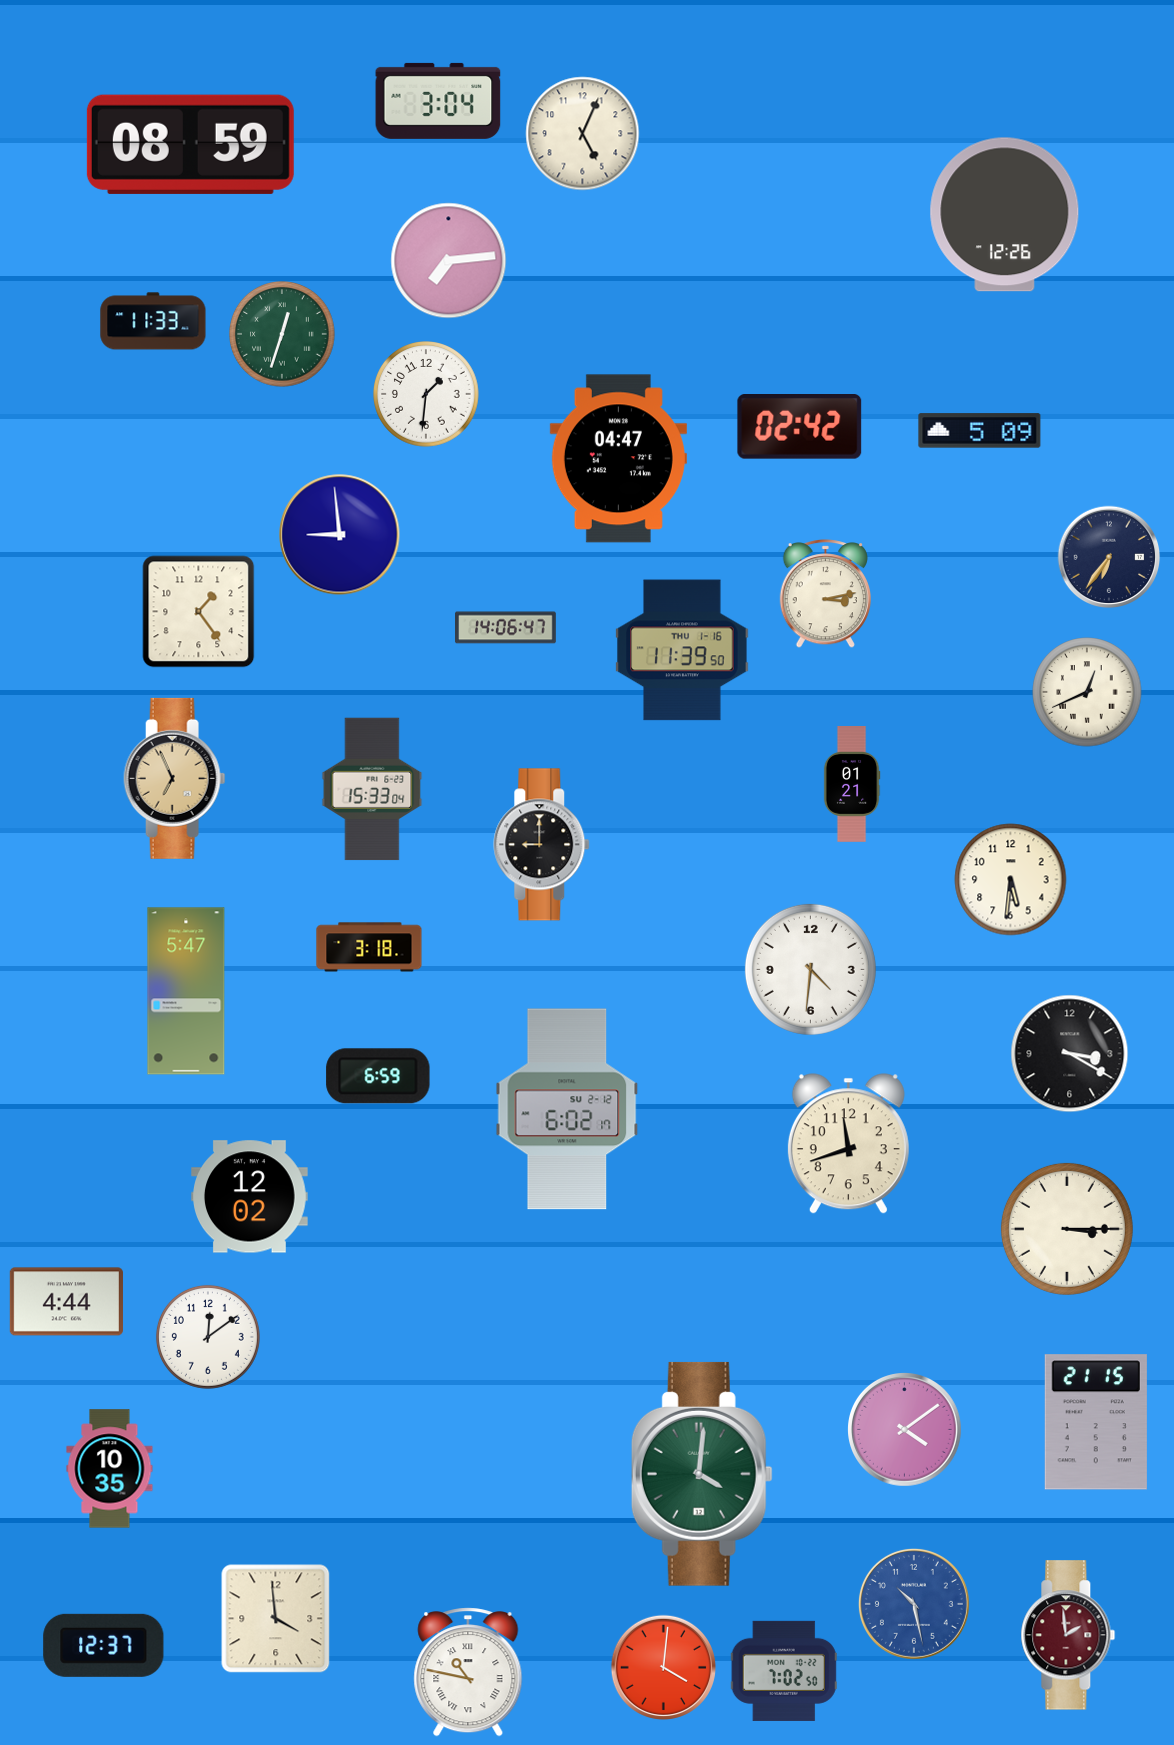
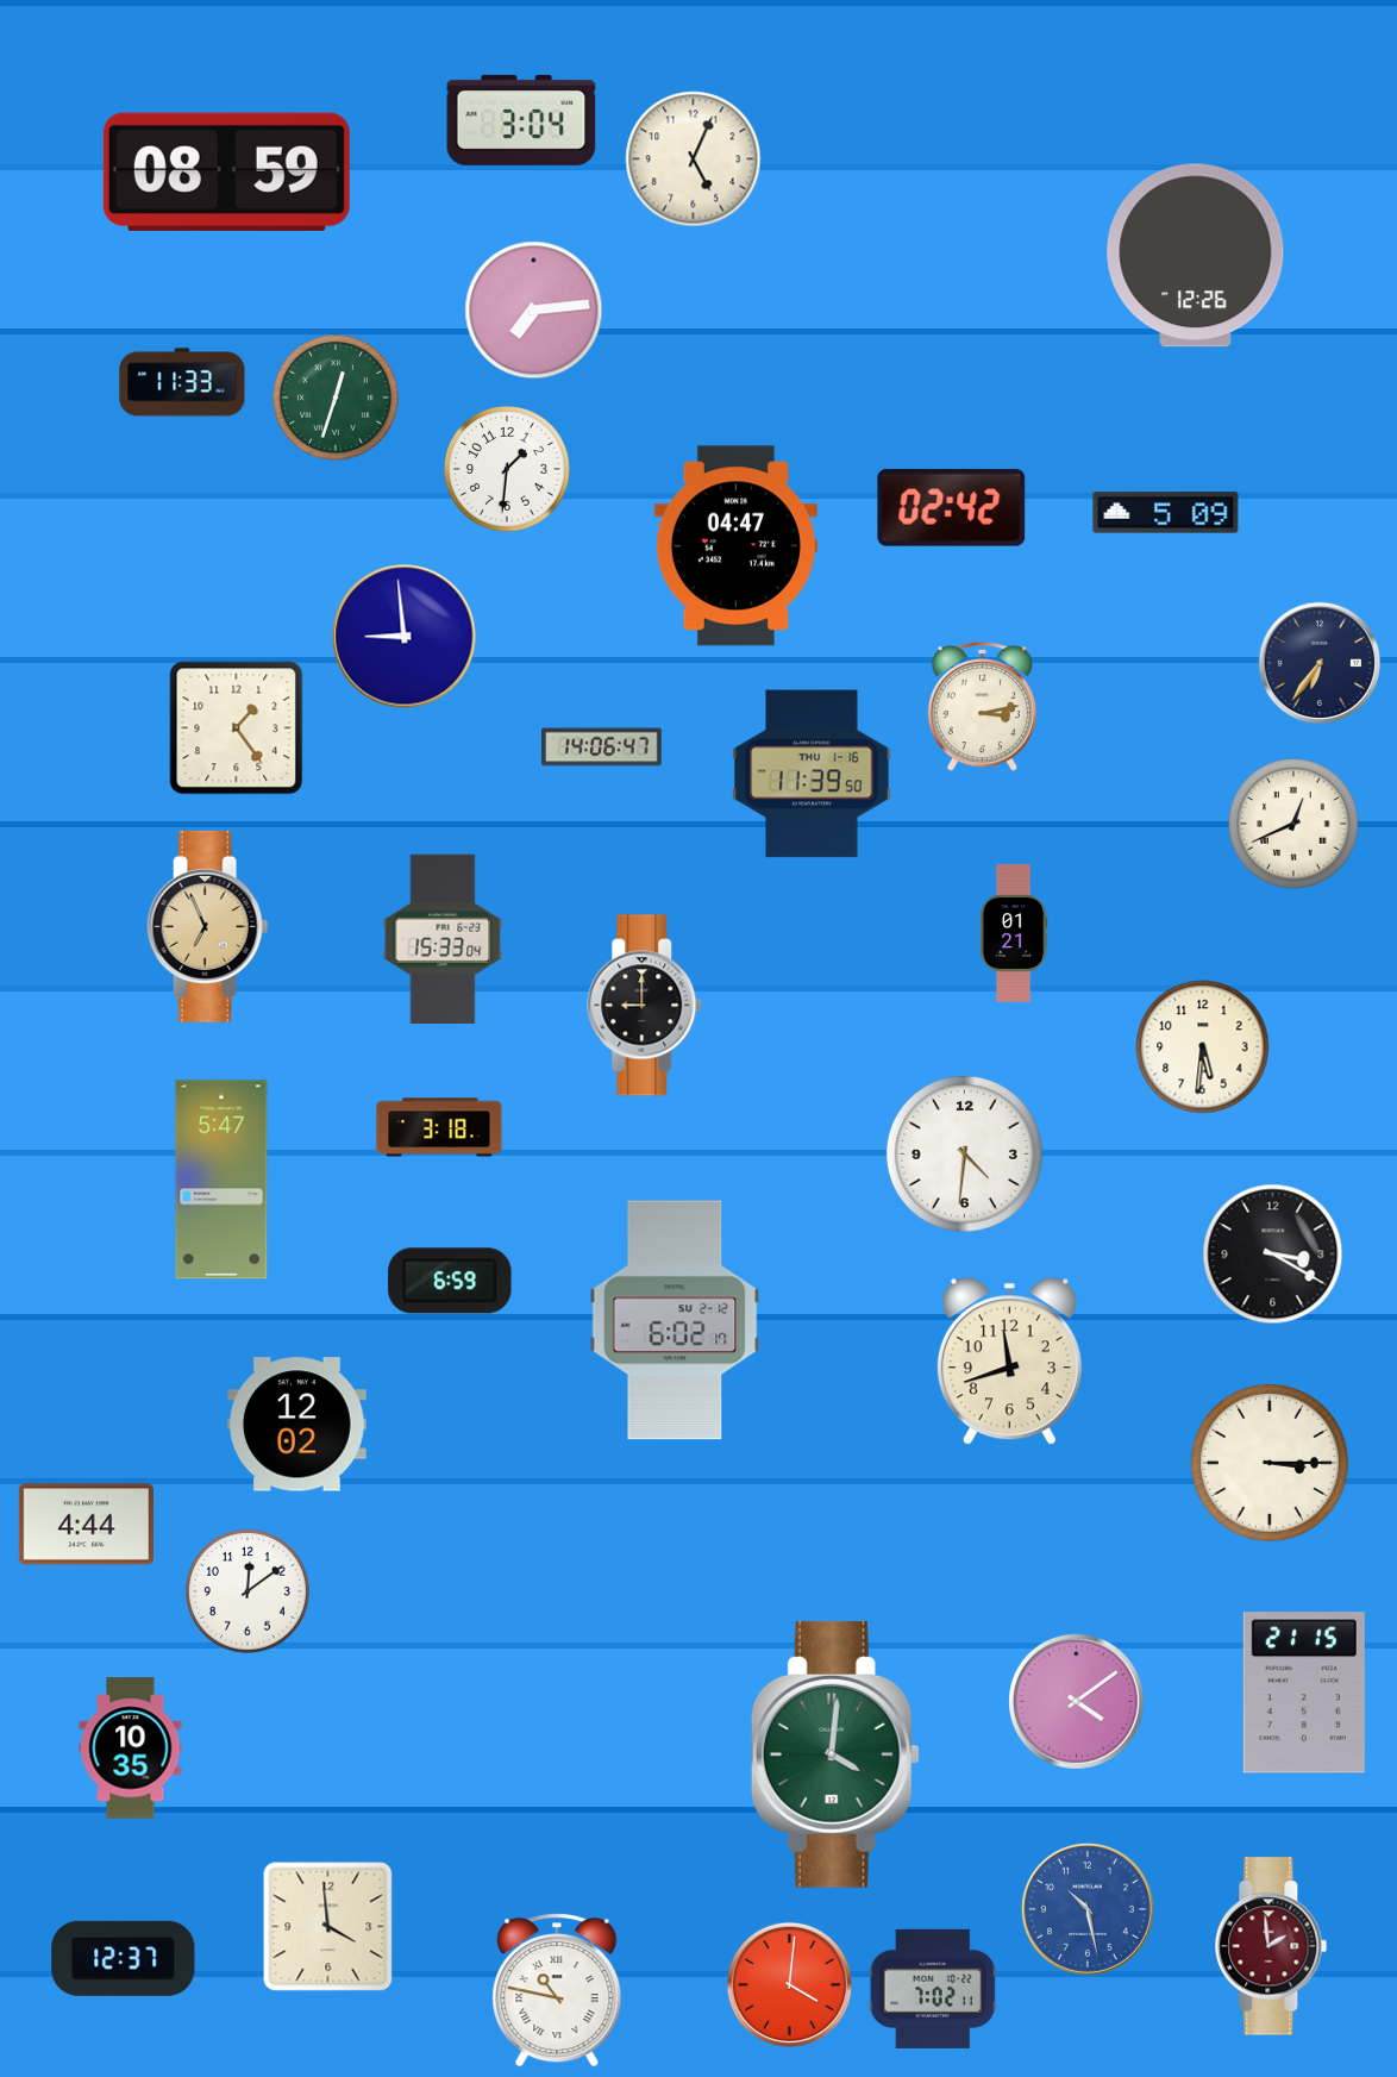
clock at (66, 1302) position: (66, 1302) -> (86, 1525)
clock at (784, 1671): 7:02:50 -> 7:02:11
